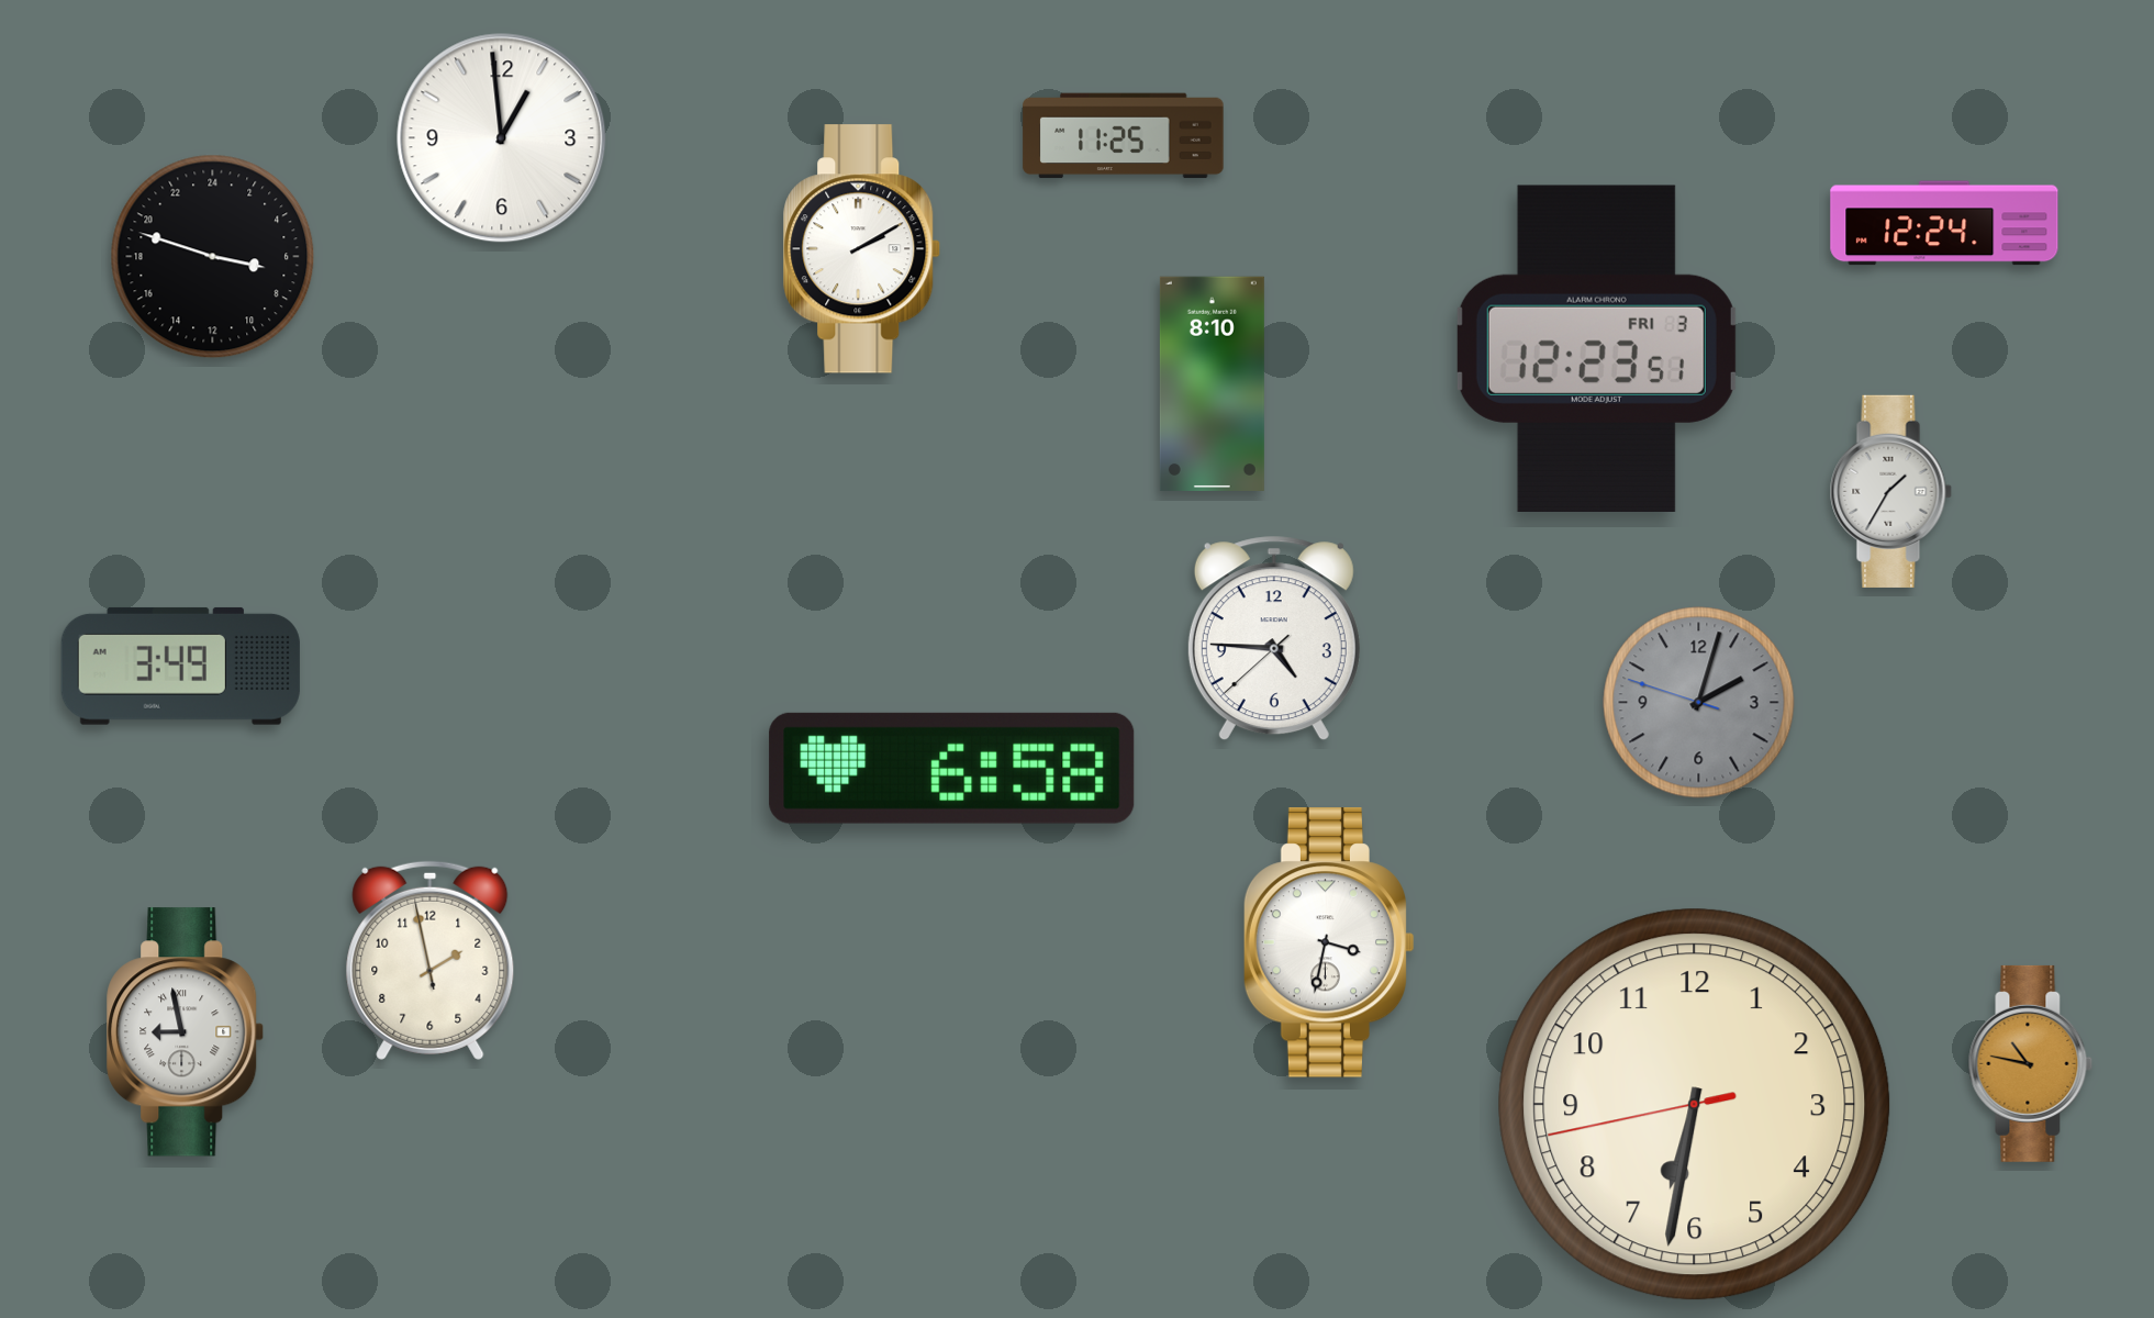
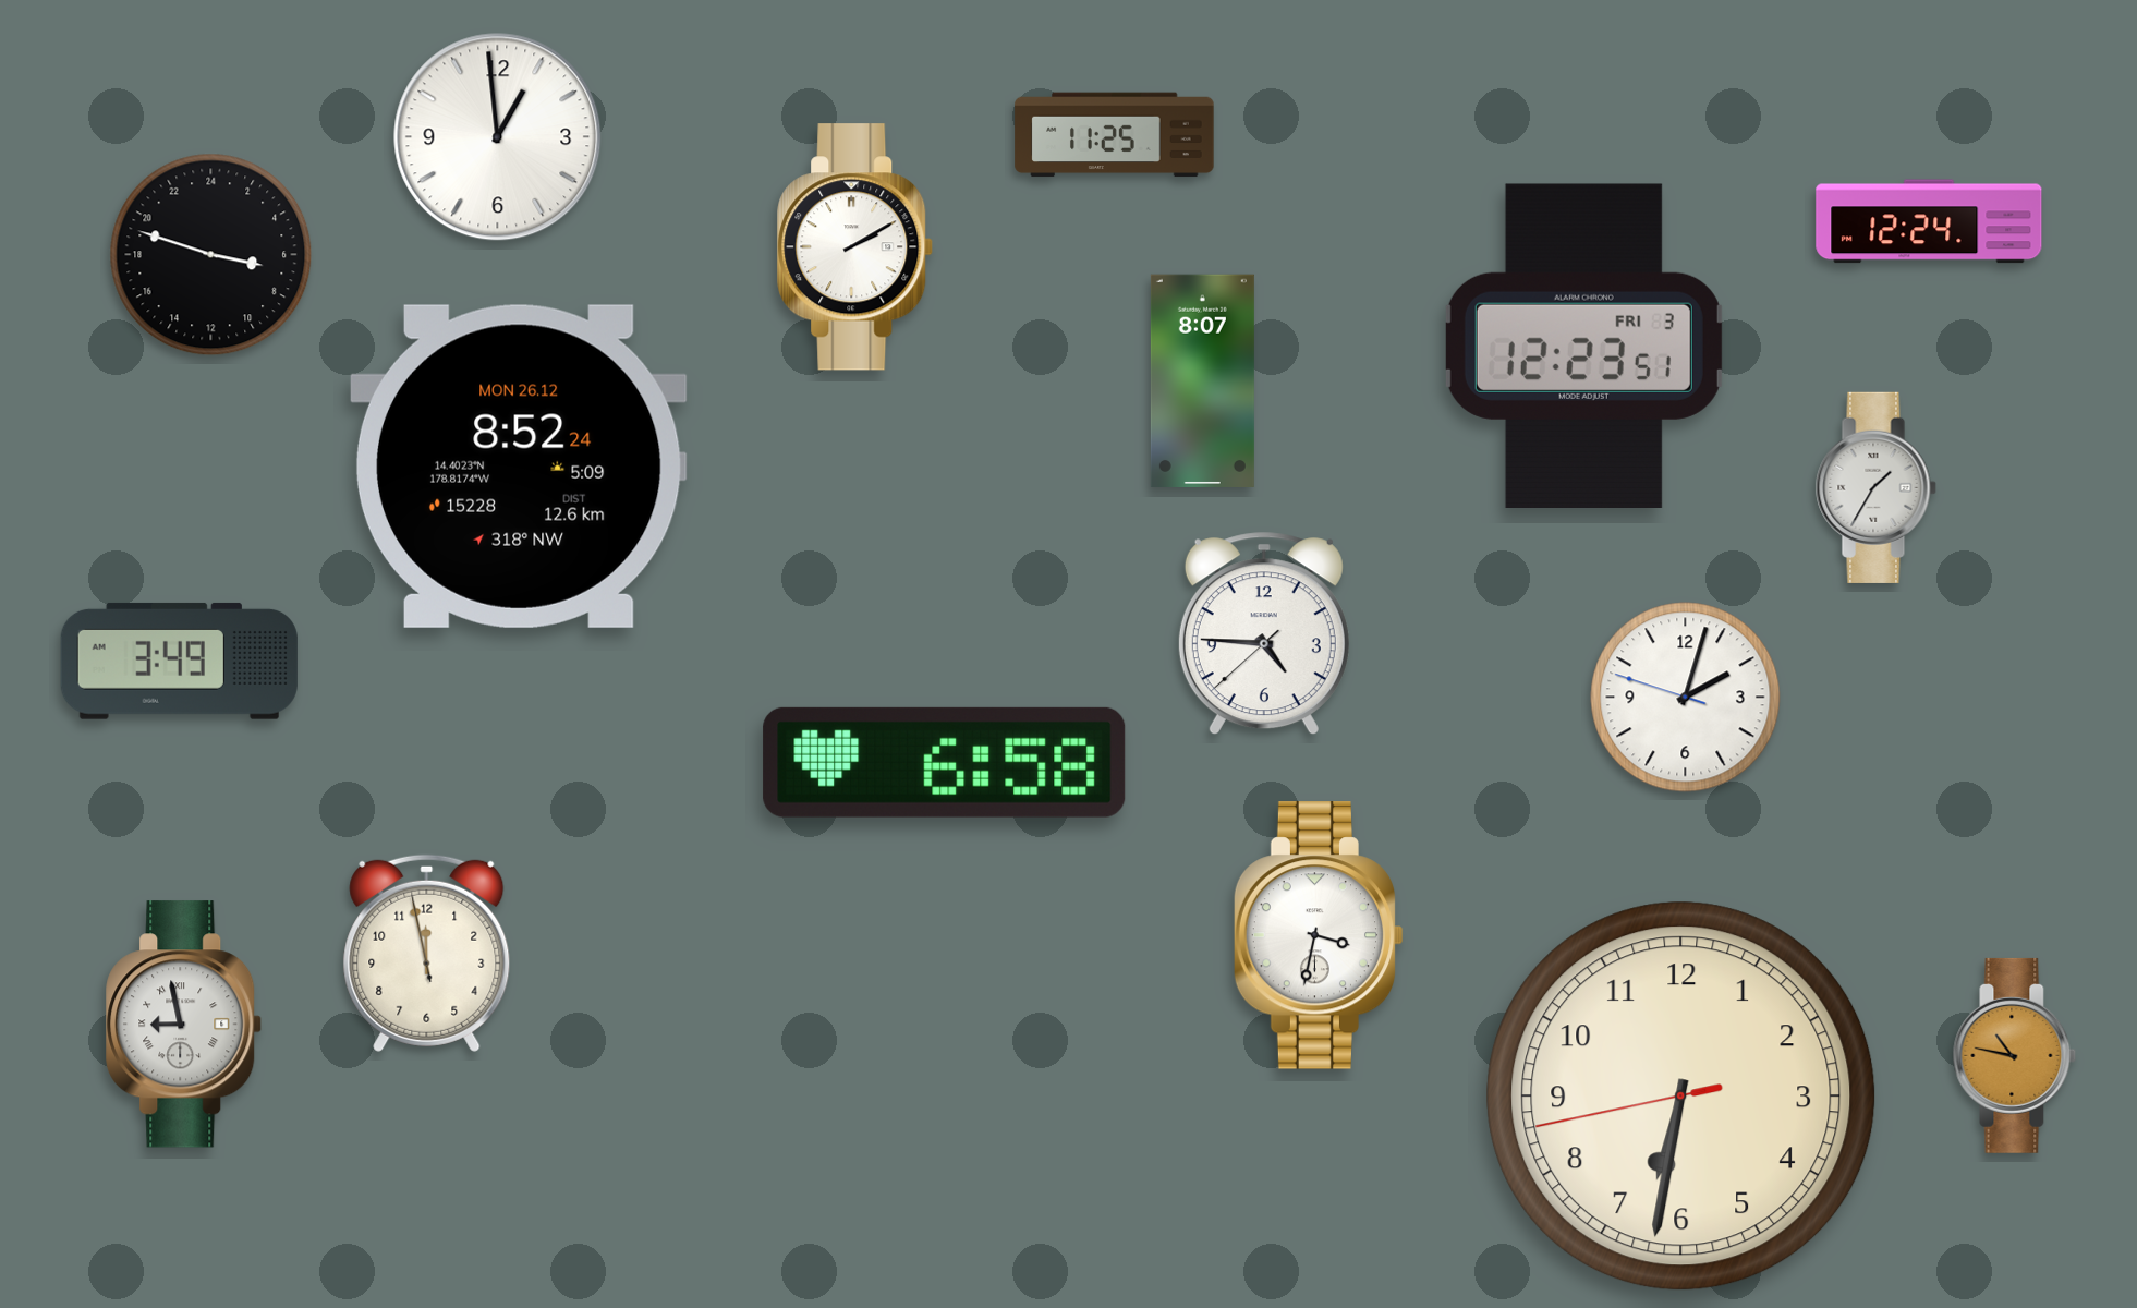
clock at (1212, 383): 8:10 -> 8:07
clock at (519, 467): none -> 8:52
clock at (1699, 703) dial: grey -> white
clock at (431, 960): 1:57 -> 11:57
